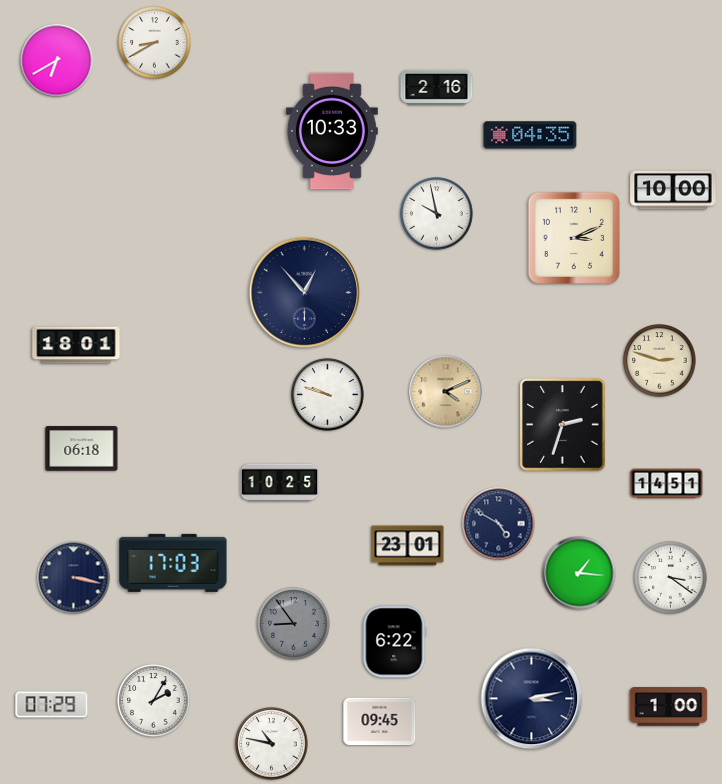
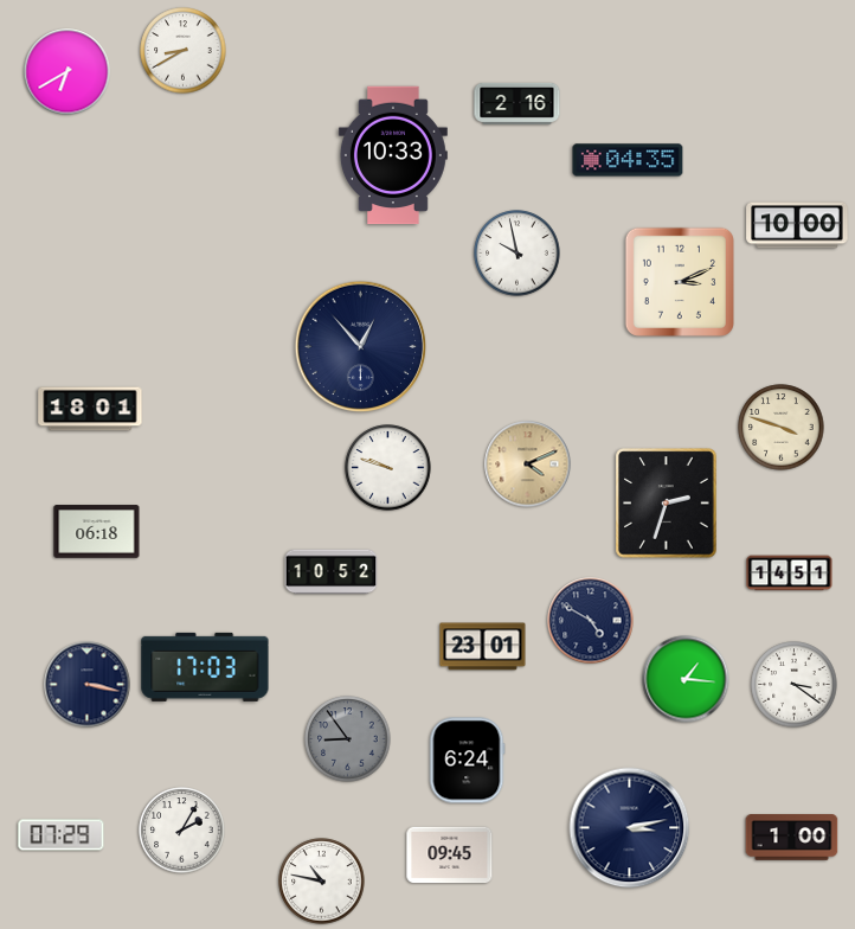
clock at (660, 361): 2:48 -> 3:48
clock at (280, 483): 10:25 -> 10:52
clock at (395, 642): 6:22 -> 6:24
